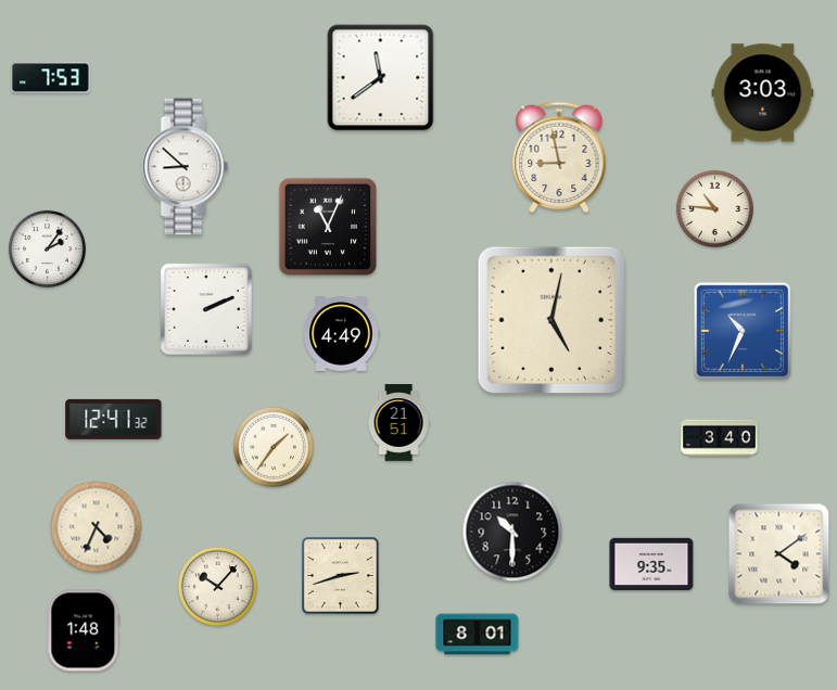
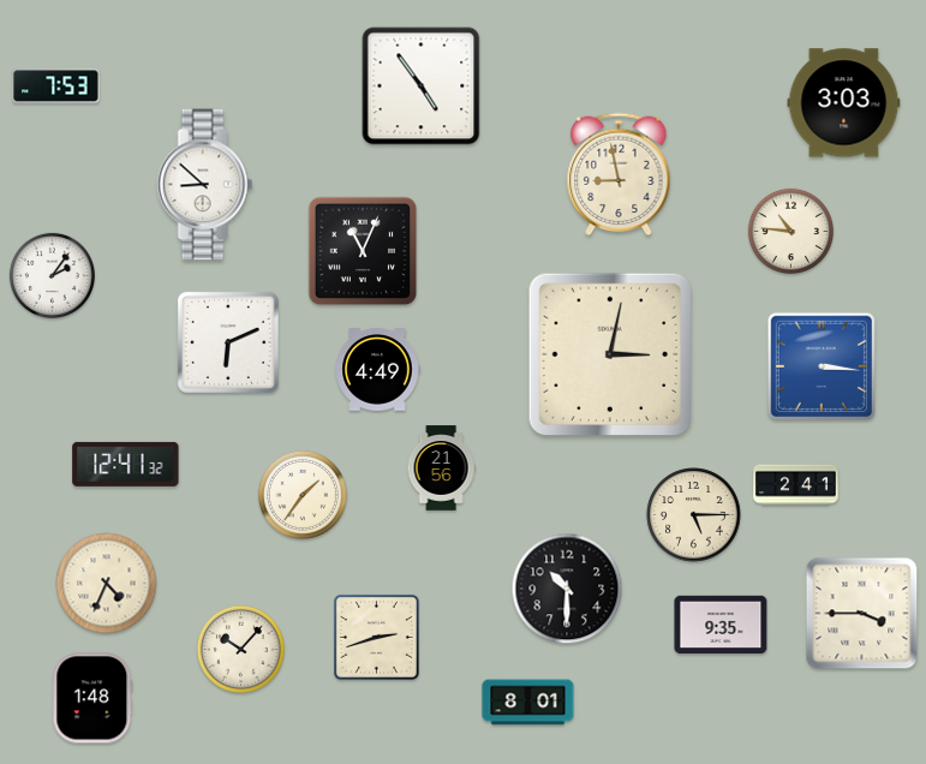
clock at (381, 78): 11:39 -> 4:54
clock at (206, 309): 2:11 -> 6:11
clock at (551, 320): 5:02 -> 3:02
clock at (743, 331): 10:34 -> 3:16
clock at (398, 423): 21:51 -> 21:56
clock at (720, 438): 3:40 -> 2:41
clock at (694, 515): none -> 5:15
clock at (779, 554): 4:09 -> 3:45
